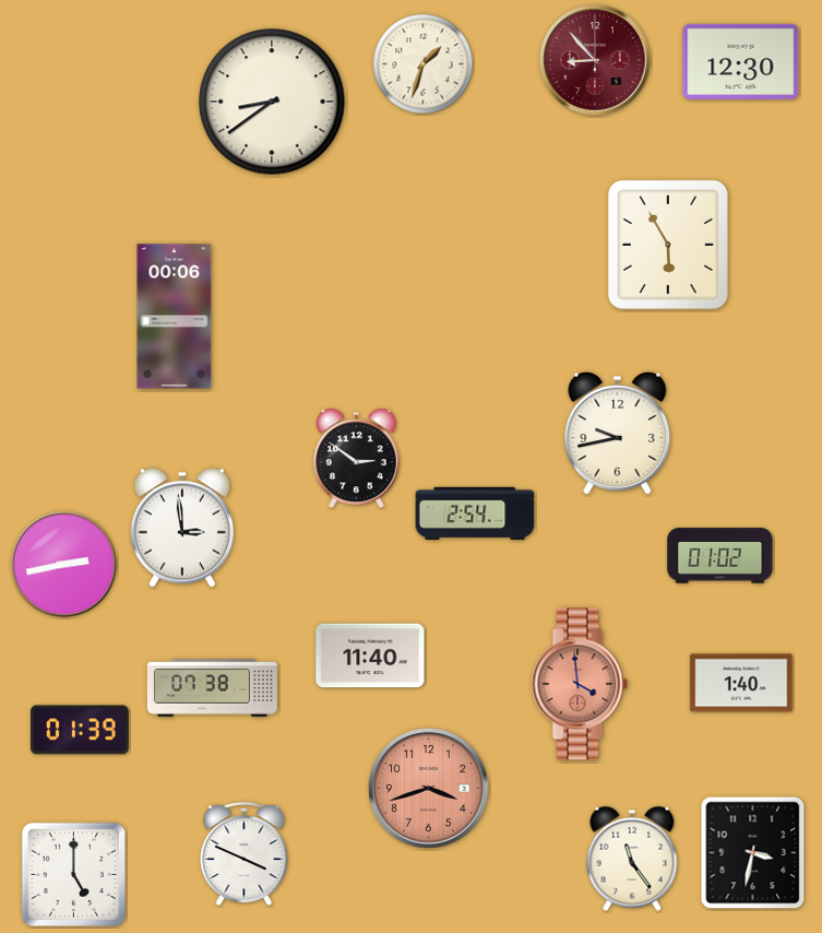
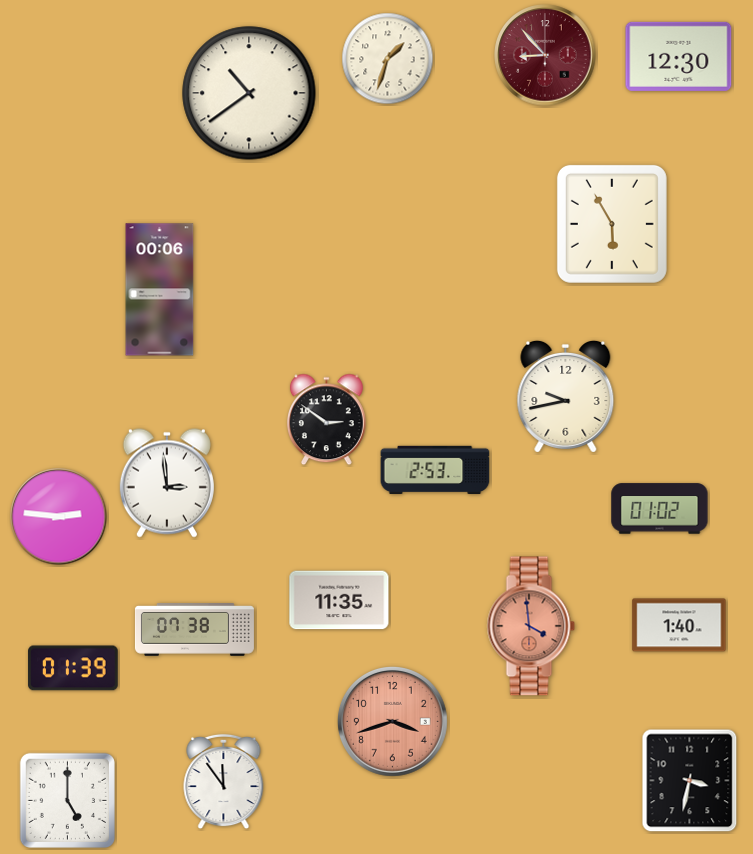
clock at (272, 102): 8:39 -> 10:39
clock at (475, 513): 2:54 -> 2:53
clock at (64, 565): 2:43 -> 2:46
clock at (370, 656): 11:40 -> 11:35
clock at (245, 854): 3:49 -> 11:54
clock at (632, 859): 11:24 -> none
